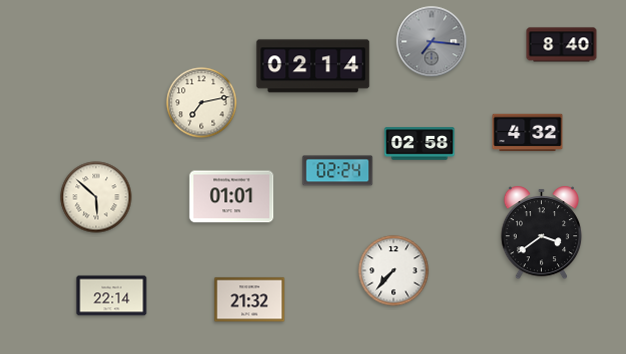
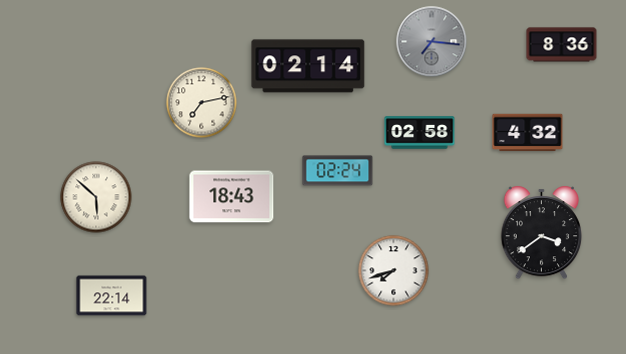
clock at (562, 45): 8:40 -> 8:36
clock at (313, 66) position: (313, 66) -> (308, 66)
clock at (420, 144) position: (420, 144) -> (420, 133)
clock at (232, 197): 01:01 -> 18:43
clock at (394, 271): 7:37 -> 7:42
clock at (250, 300): 21:32 -> none
